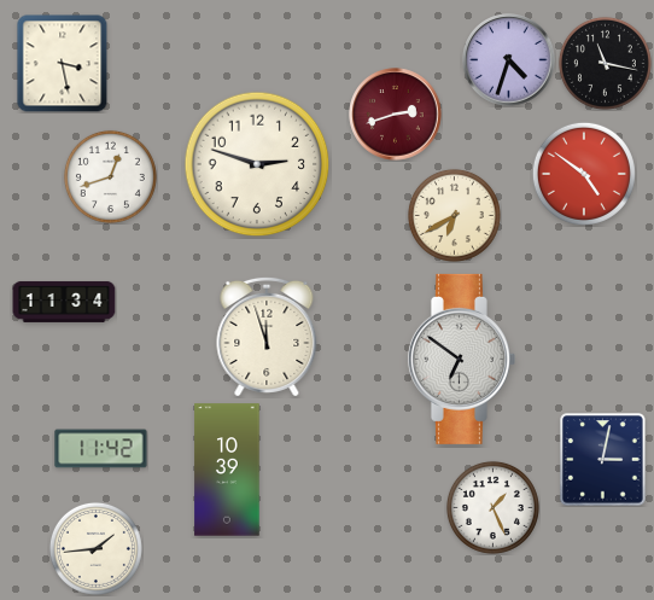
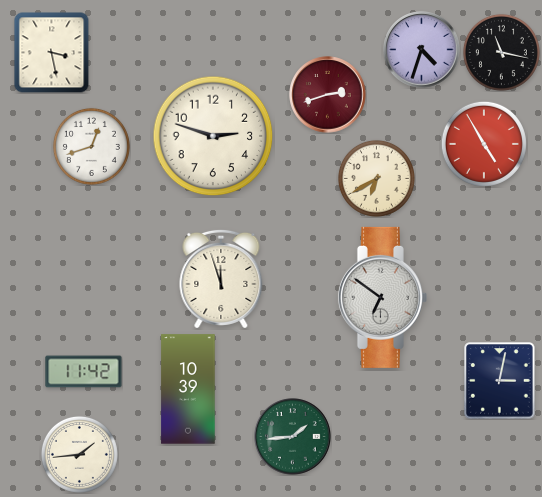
clock at (584, 174): 4:51 -> 4:55
clock at (64, 302): 11:34 -> none
clock at (492, 507): 1:26 -> none
clock at (293, 437): none -> 1:44
